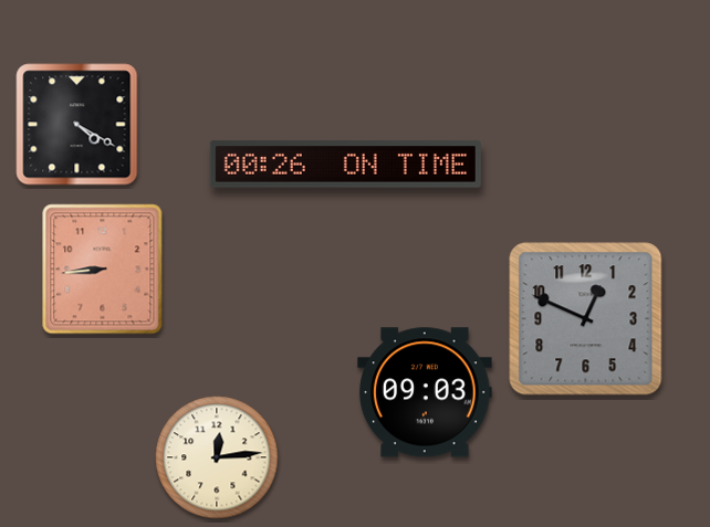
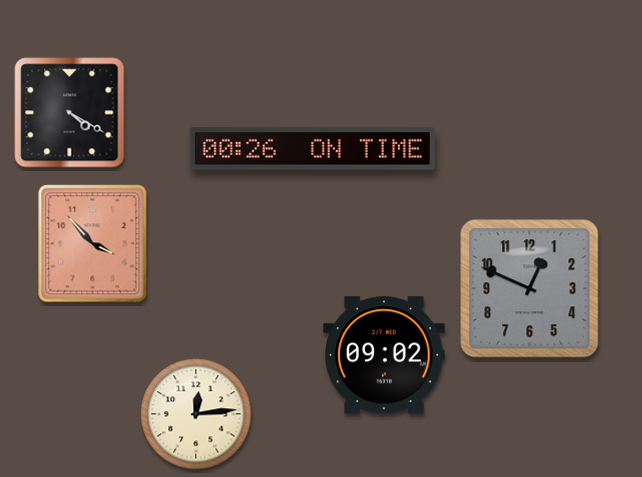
clock at (103, 270): 8:44 -> 3:53
clock at (425, 392): 09:03 -> 09:02
